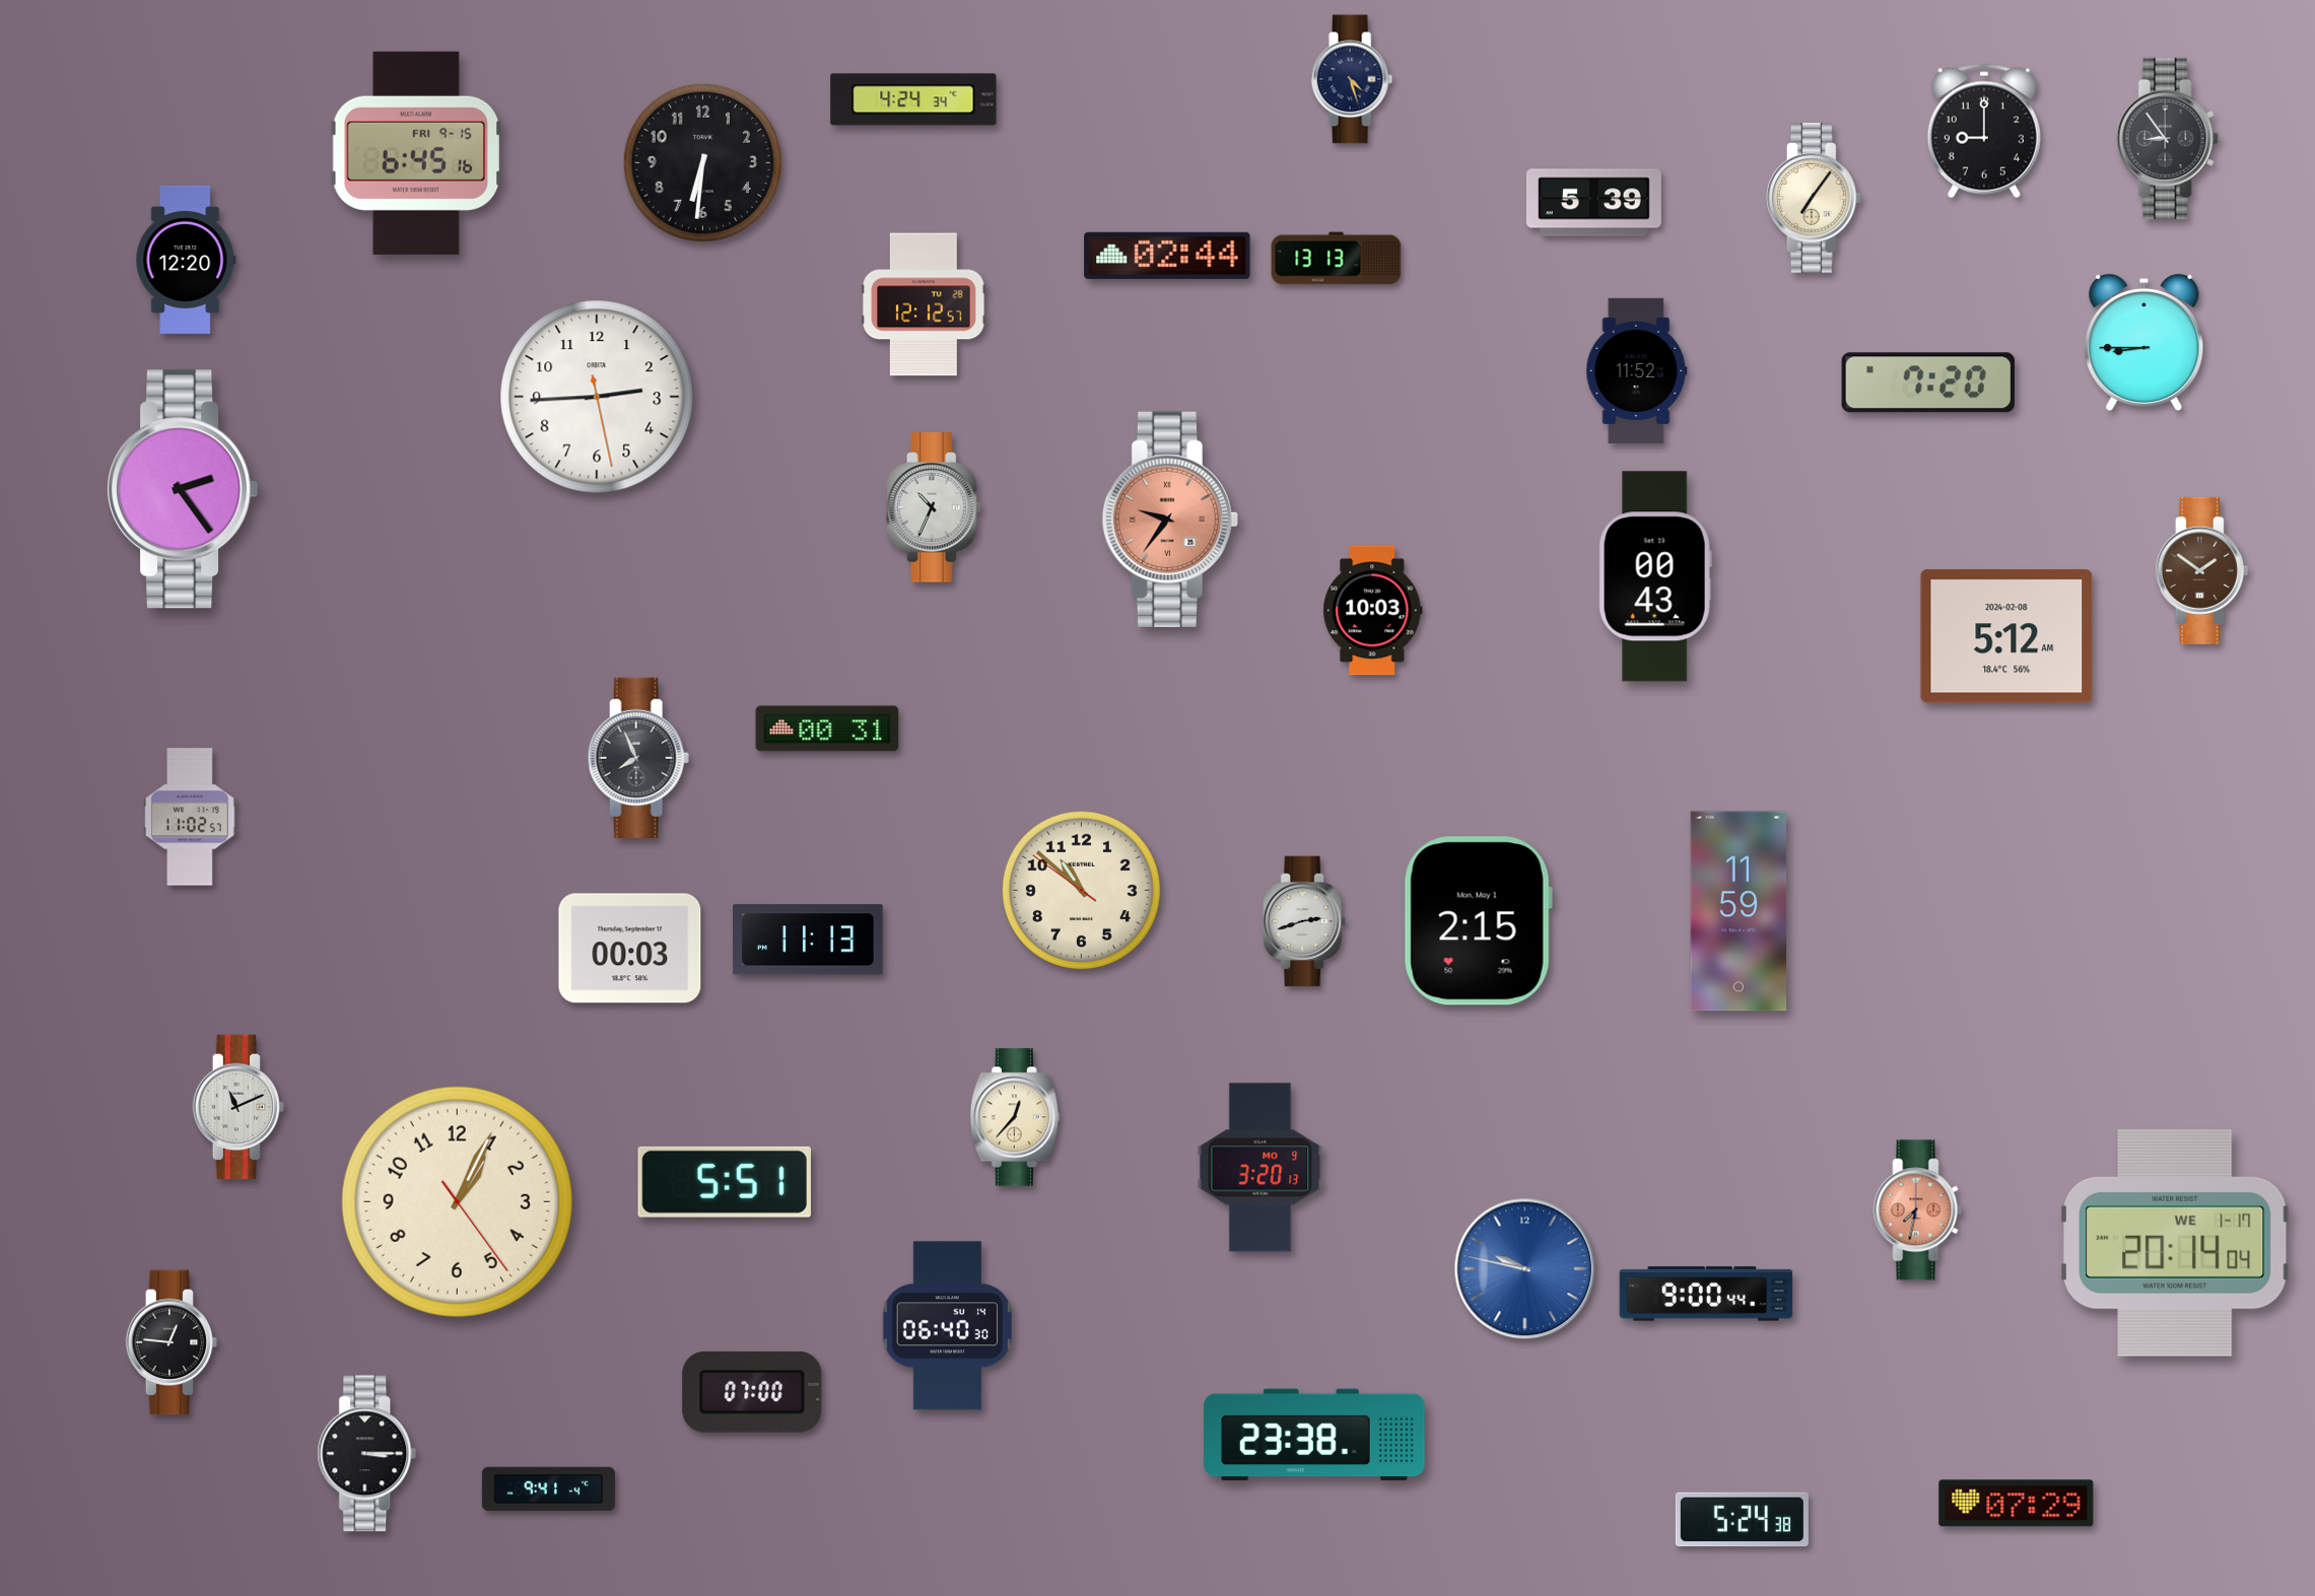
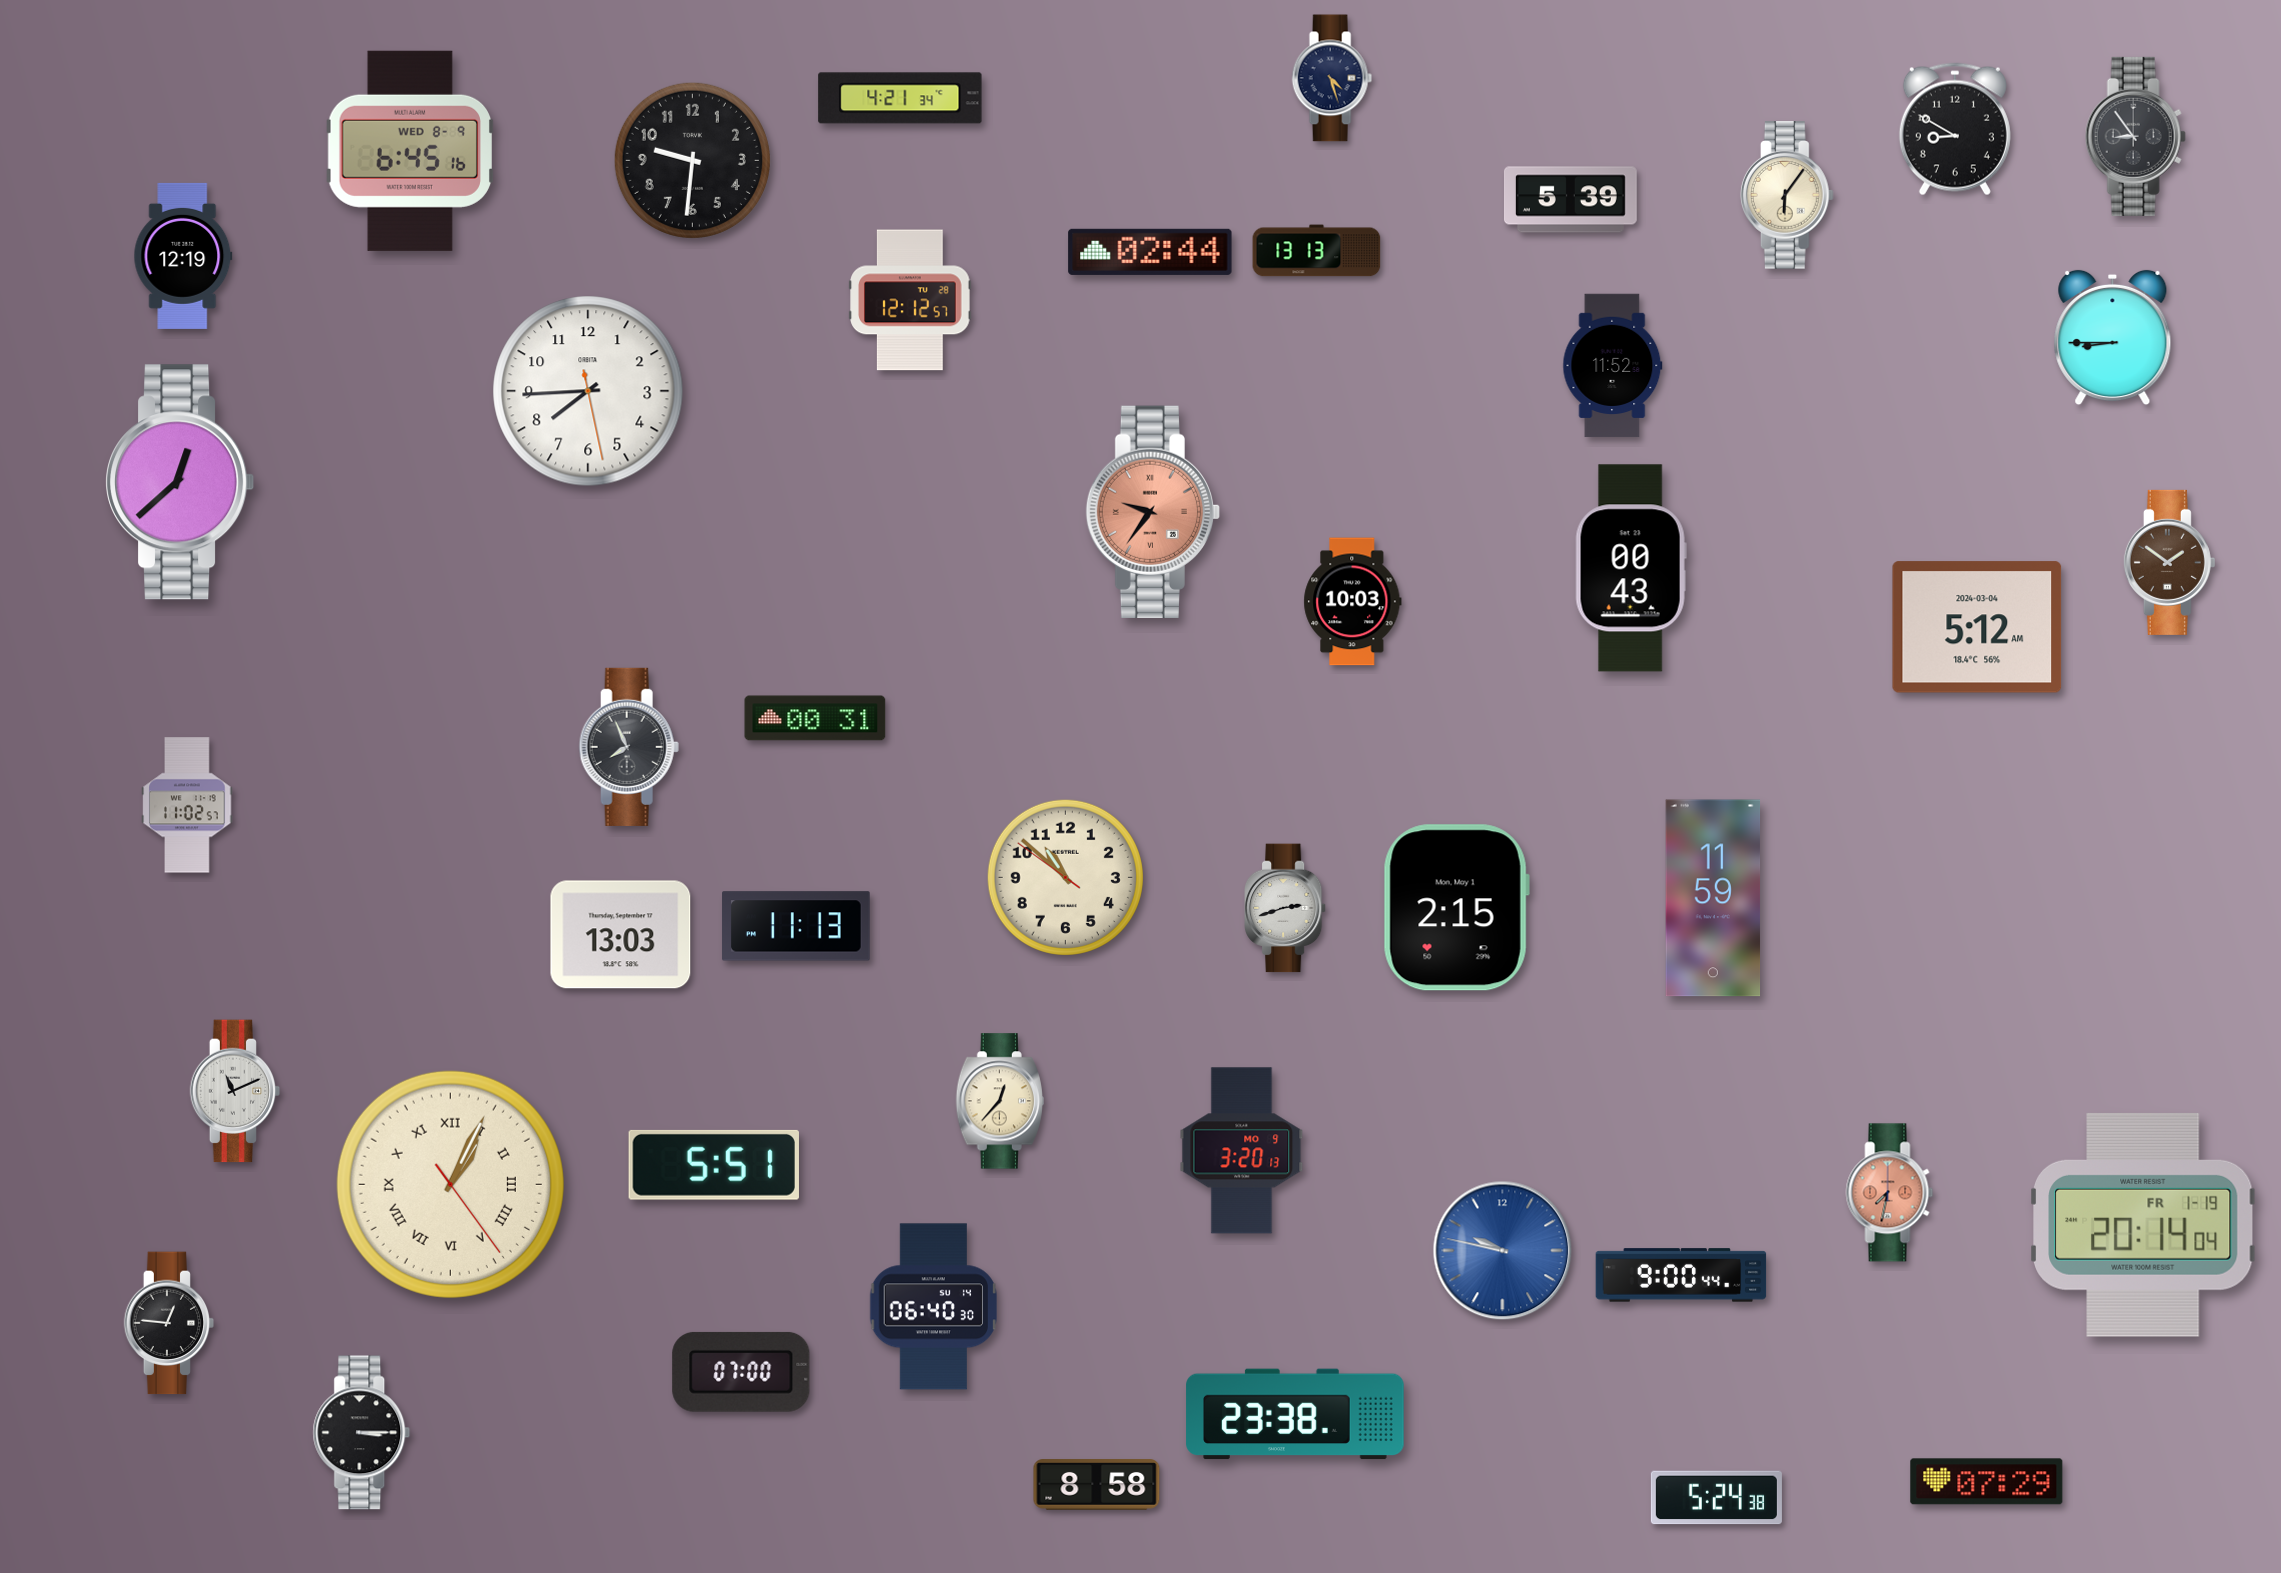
clock at (913, 99): 4:24 -> 4:21
clock at (1984, 131): 9:00 -> 8:50
clock at (415, 153) date: FRI 9-15 -> WED 8-9
clock at (702, 162): 6:31 -> 9:31
clock at (1814, 198): 7:06 -> 6:06
clock at (1337, 259) position: (1337, 259) -> (1317, 251)
clock at (186, 260): 12:20 -> 12:19
clock at (1928, 383): 7:20 -> none
clock at (597, 397): 2:44 -> 7:44
clock at (183, 489): 2:24 -> 12:38
clock at (934, 507): 10:34 -> none
clock at (2006, 636) date: 2024-02-08 -> 2024-03-04
clock at (630, 949): 00:03 -> 13:03
clock at (457, 1201) numerals: Arabic -> Roman
clock at (2175, 1243) date: WE 1-17 -> FR 1-19
clock at (548, 1488): 9:41 -> none
clock at (1097, 1485): none -> 8:58
